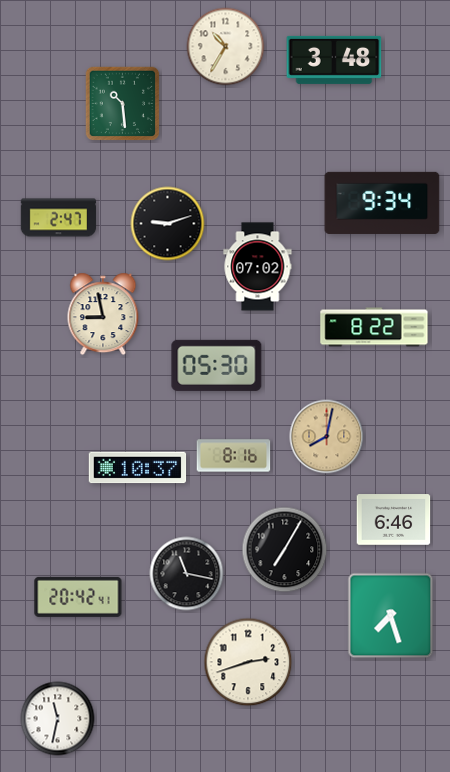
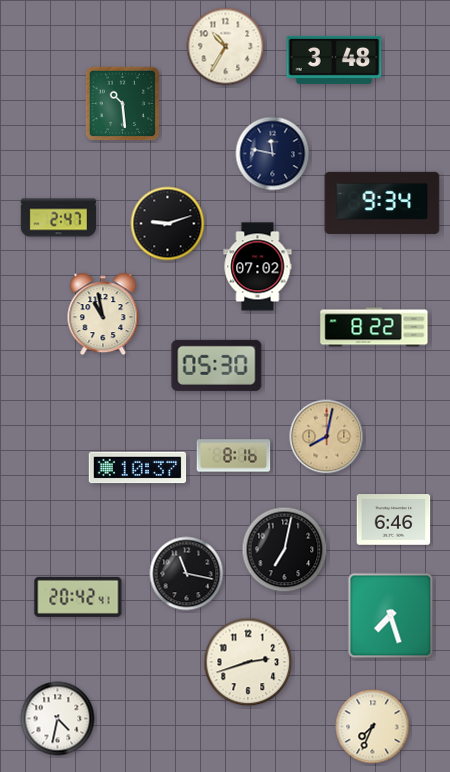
clock at (273, 154): none -> 11:47
clock at (103, 314): 8:58 -> 10:58
clock at (285, 550): 7:05 -> 7:02
clock at (58, 719): 11:32 -> 4:32
clock at (373, 727): none -> 7:34
